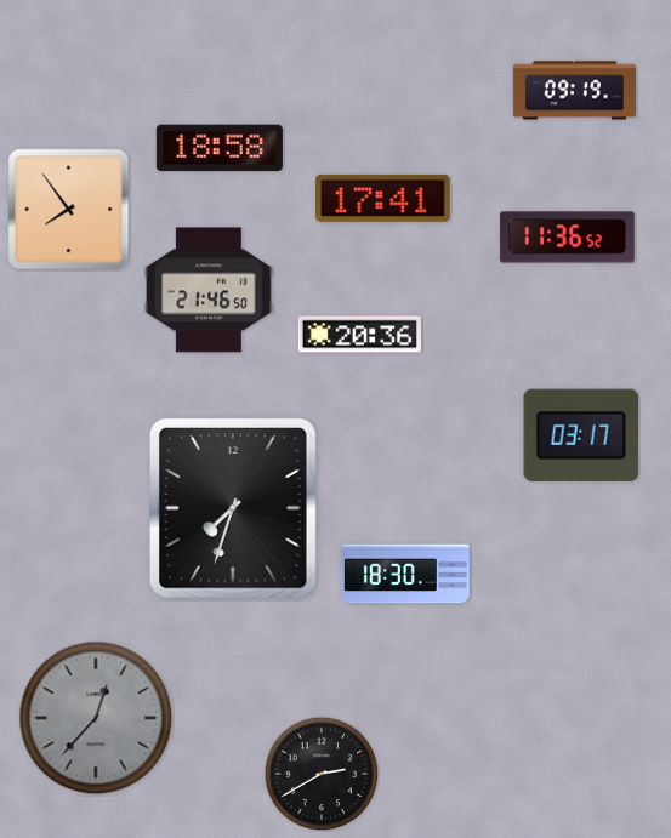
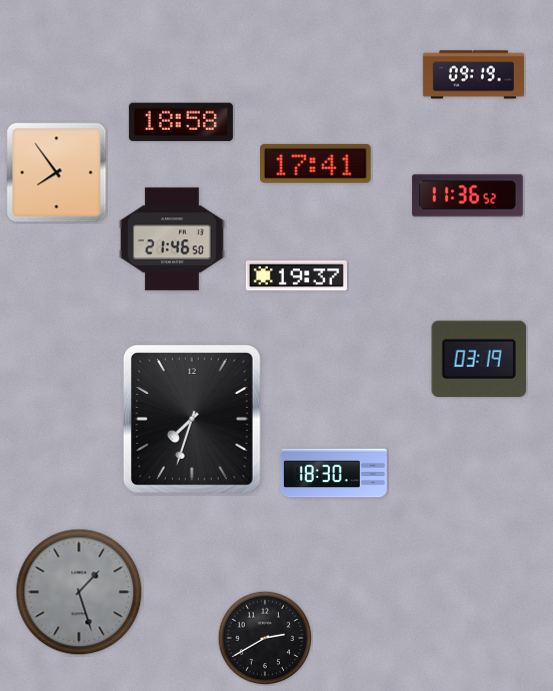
clock at (359, 335): 20:36 -> 19:37
clock at (581, 435): 03:17 -> 03:19
clock at (96, 718): 12:37 -> 1:27
